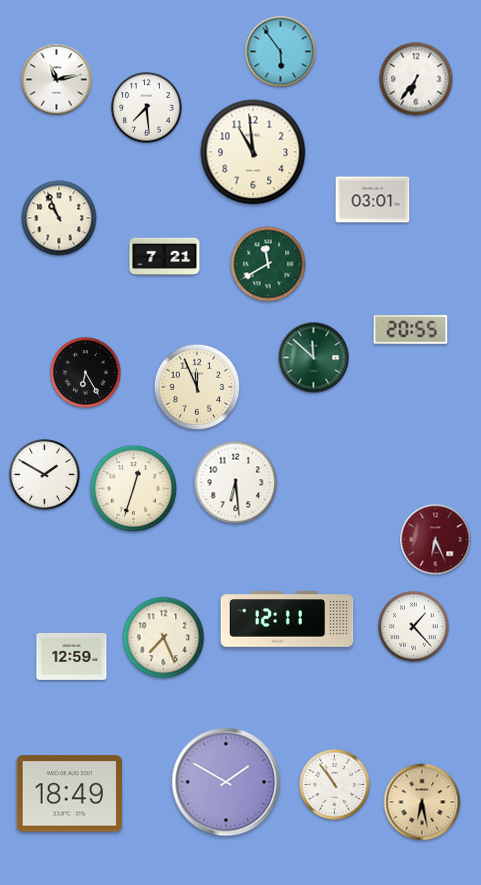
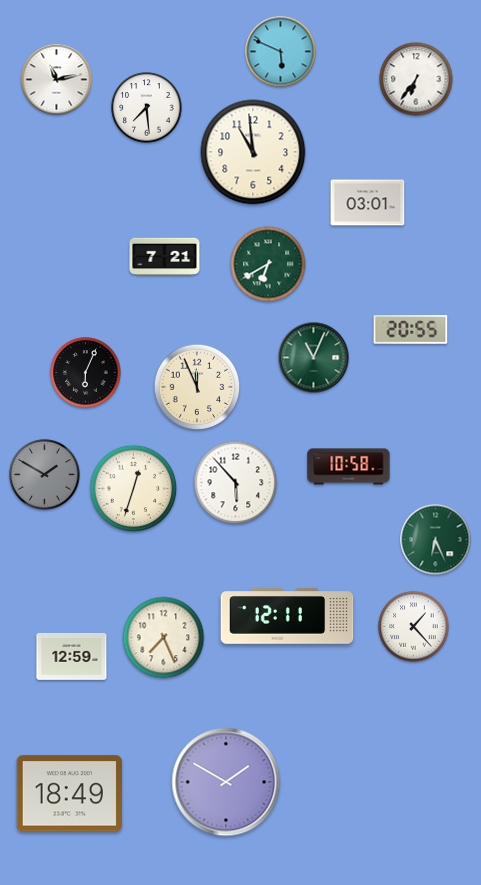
clock at (281, 52): 5:54 -> 5:49
clock at (373, 200) position: (373, 200) -> (368, 203)
clock at (59, 218): 10:56 -> none
clock at (268, 264): 11:40 -> 6:40
clock at (314, 358): 11:52 -> 11:04
clock at (86, 373): 6:25 -> 6:04
clock at (349, 467): none -> 10:58
clock at (45, 475) dial: white -> grey
clock at (236, 483): 6:29 -> 5:53
clock at (436, 540) dial: burgundy -> green
clock at (287, 619) position: (287, 619) -> (287, 616)
clock at (335, 785): 10:54 -> none
clock at (422, 802): 6:28 -> none
